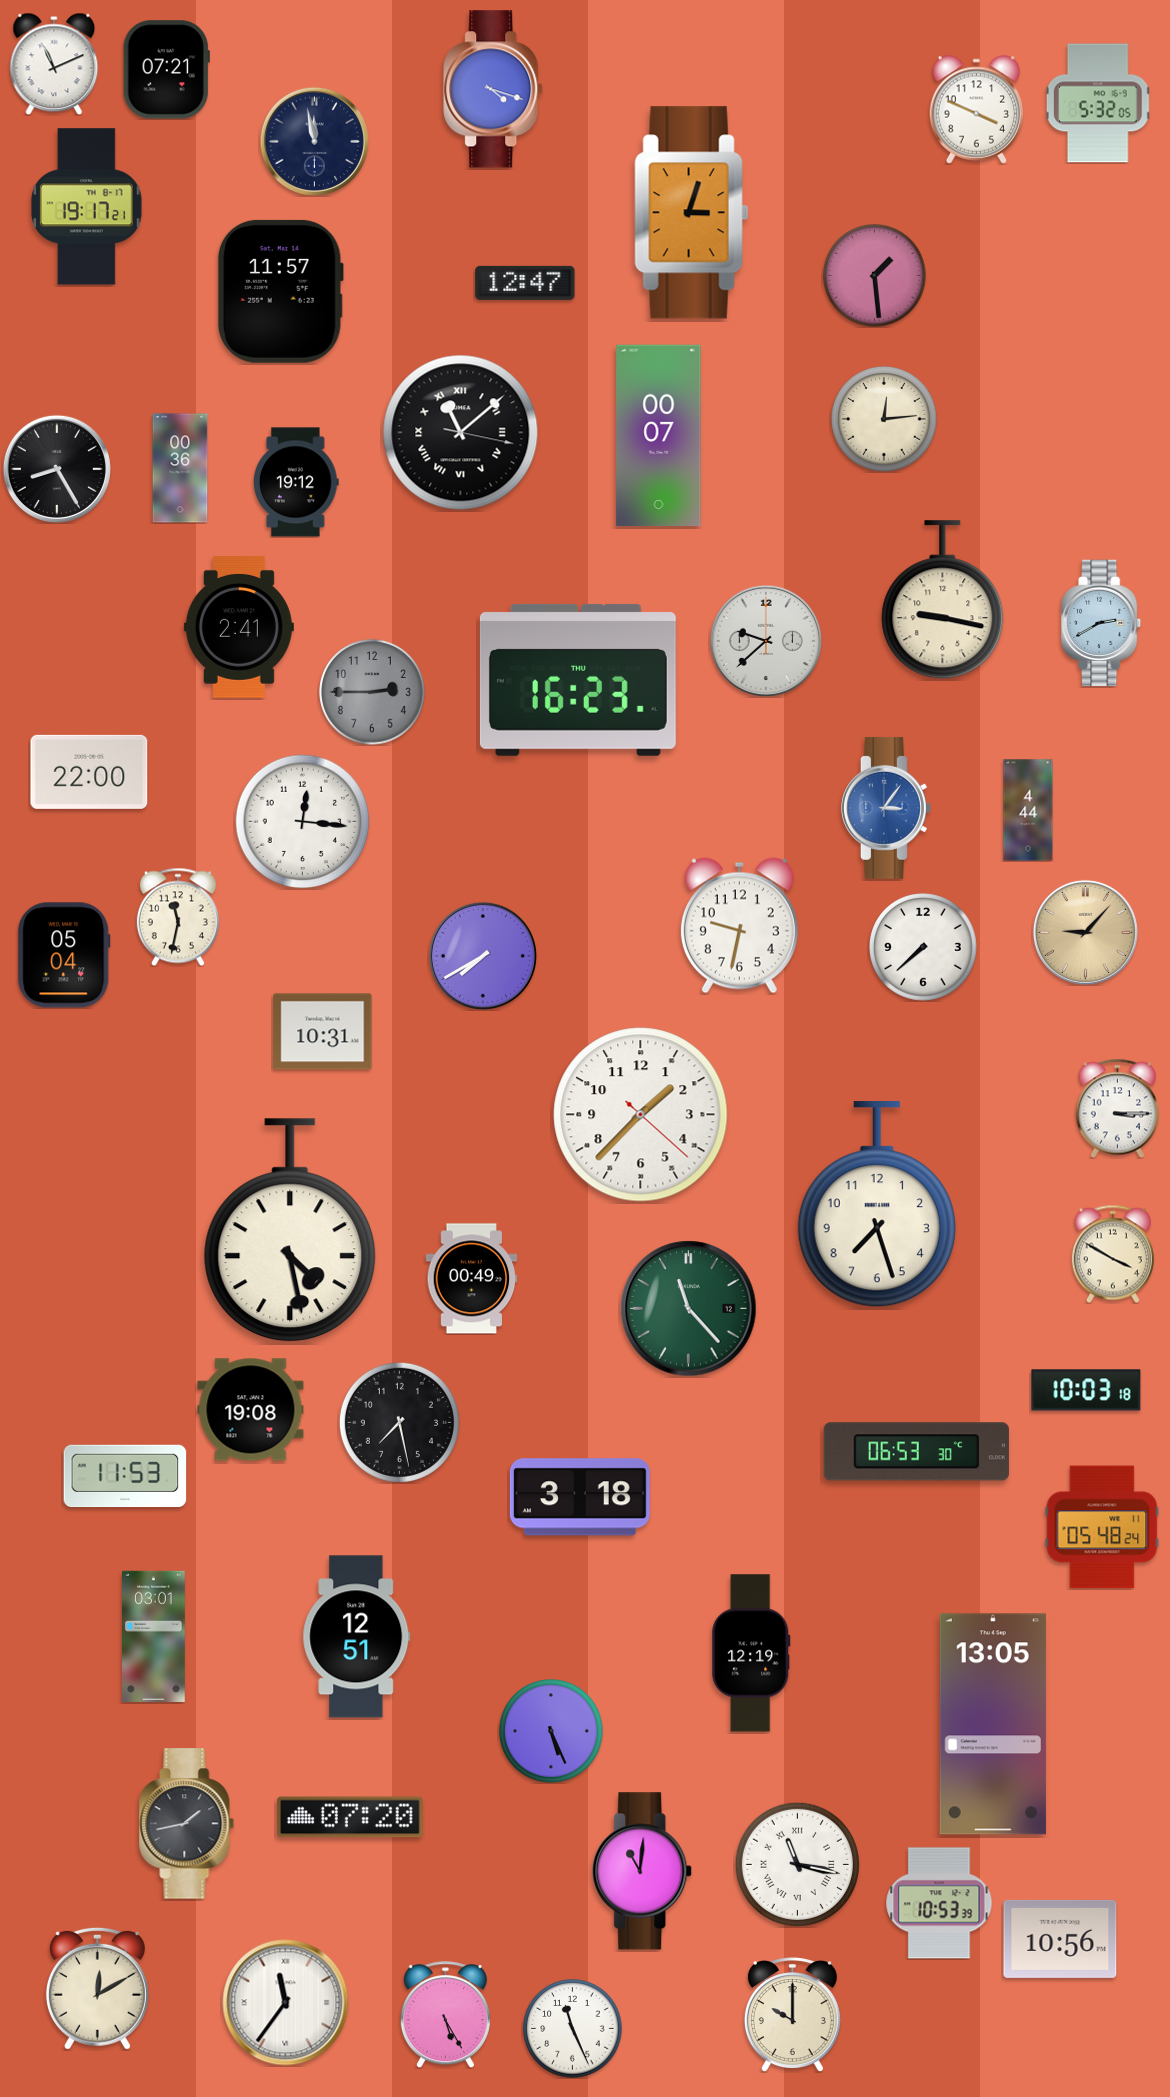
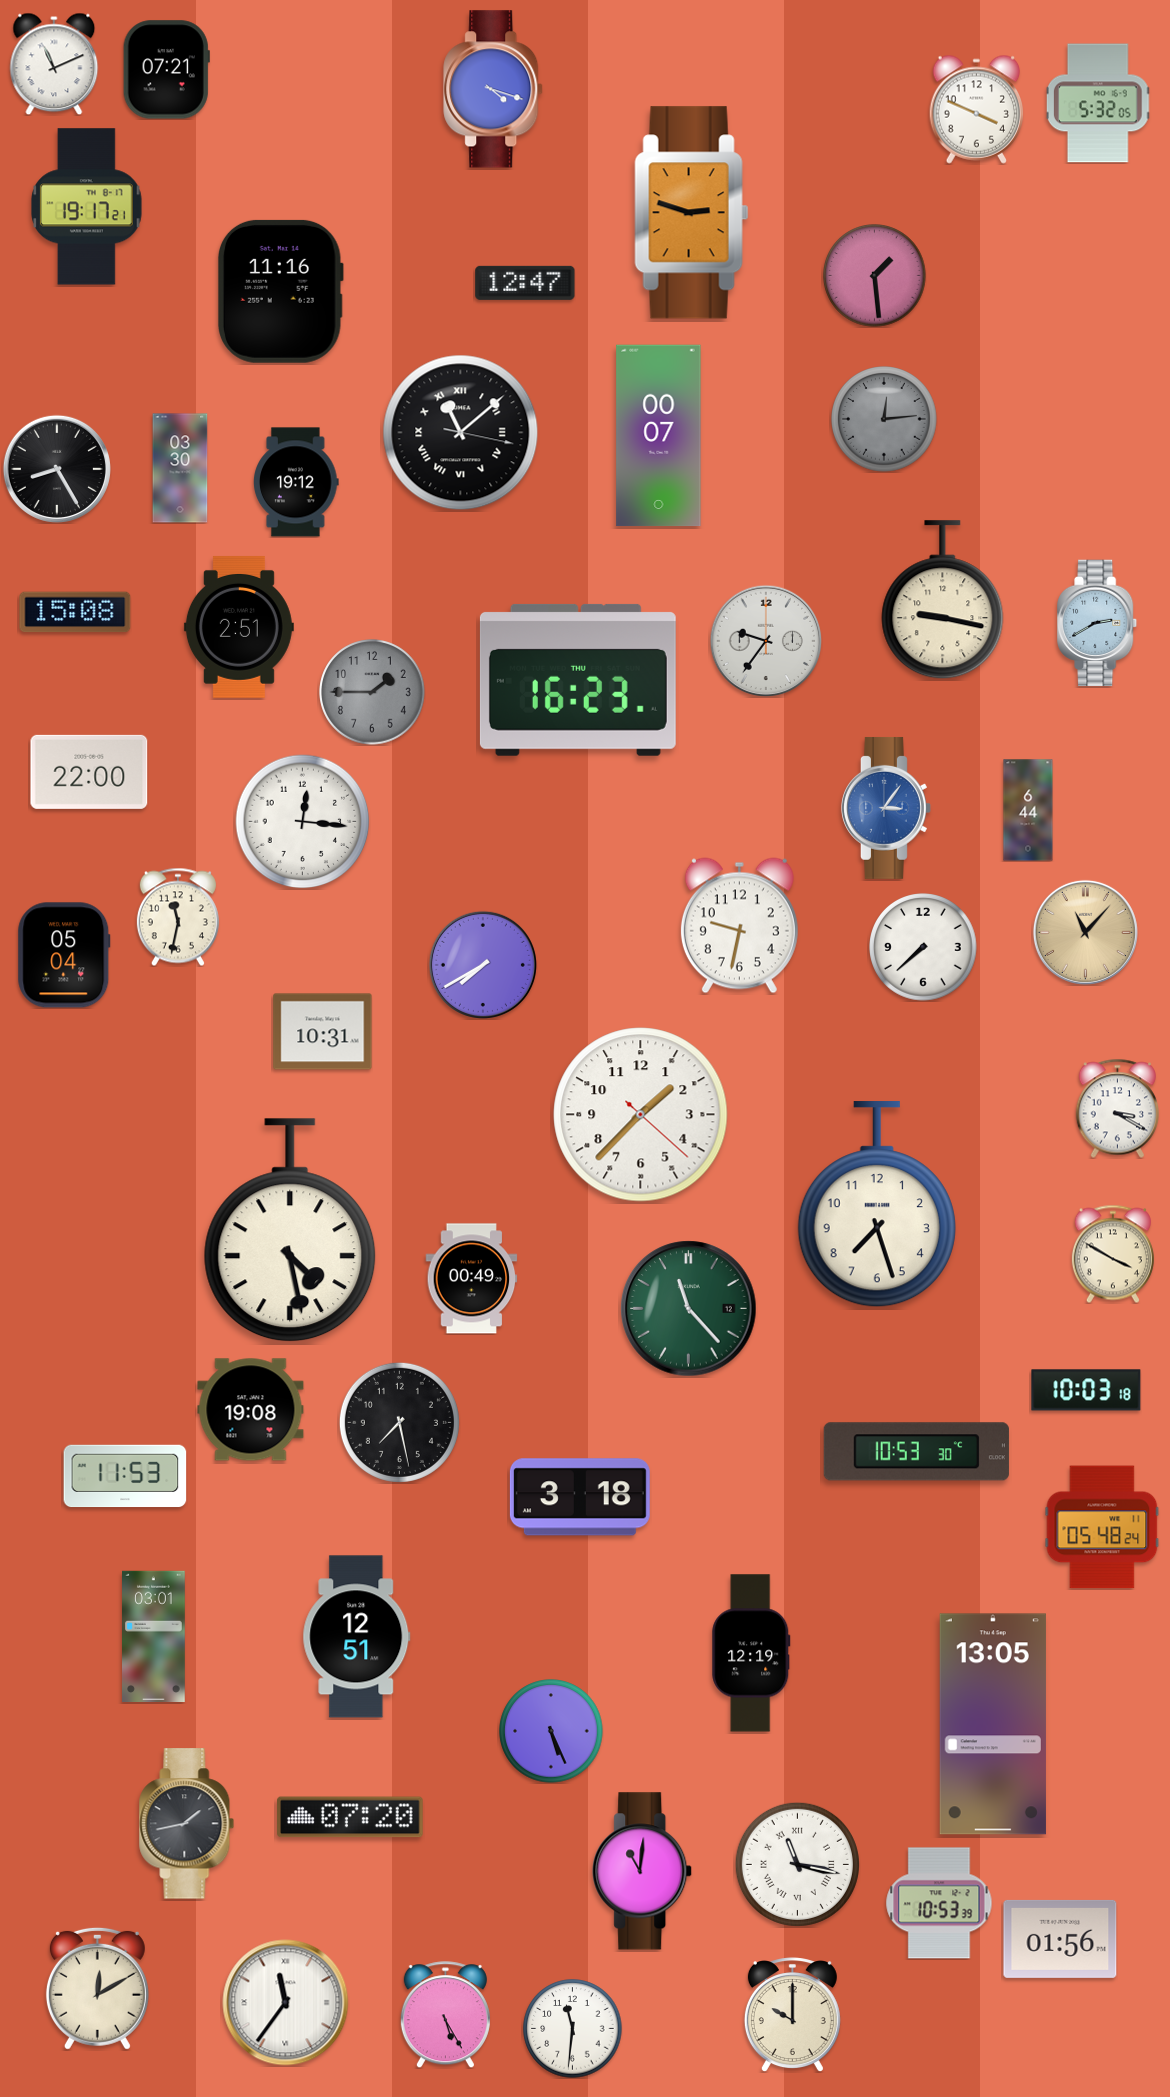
clock at (314, 141): 11:58 -> none
clock at (692, 213): 3:03 -> 2:48
clock at (280, 291): 11:57 -> 11:16
clock at (884, 419) dial: cream -> grey
clock at (180, 468): 00:36 -> 03:30
clock at (75, 612): none -> 15:08
clock at (1102, 623) position: (1102, 623) -> (1098, 623)
clock at (239, 627): 2:41 -> 2:51
clock at (766, 641): 9:38 -> 9:36
clock at (372, 692): 2:45 -> 1:45
clock at (1028, 810): 4:44 -> 6:44
clock at (1085, 932): 9:07 -> 11:07
clock at (483, 956) position: (483, 956) -> (483, 965)
clock at (1117, 1108): 3:15 -> 3:20
clock at (916, 1452): 06:53 -> 10:53
clock at (1060, 1939): 10:56 -> 01:56
clock at (573, 2029): 11:26 -> 11:31
